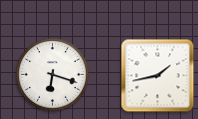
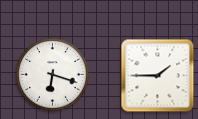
clock at (158, 76): 1:43 -> 1:45
